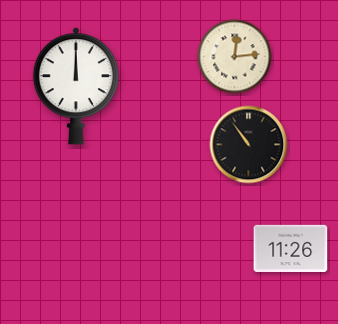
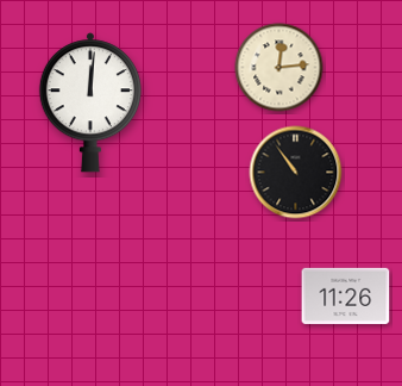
clock at (76, 86): 12:00 -> 12:01
